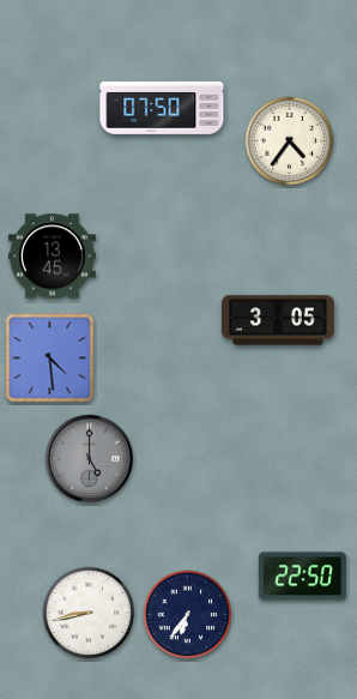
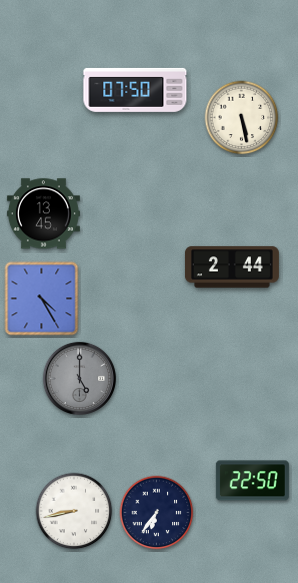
clock at (290, 141): 4:36 -> 5:28
clock at (278, 320): 3:05 -> 2:44
clock at (50, 358): 4:29 -> 4:25
clock at (89, 458) position: (89, 458) -> (79, 378)
